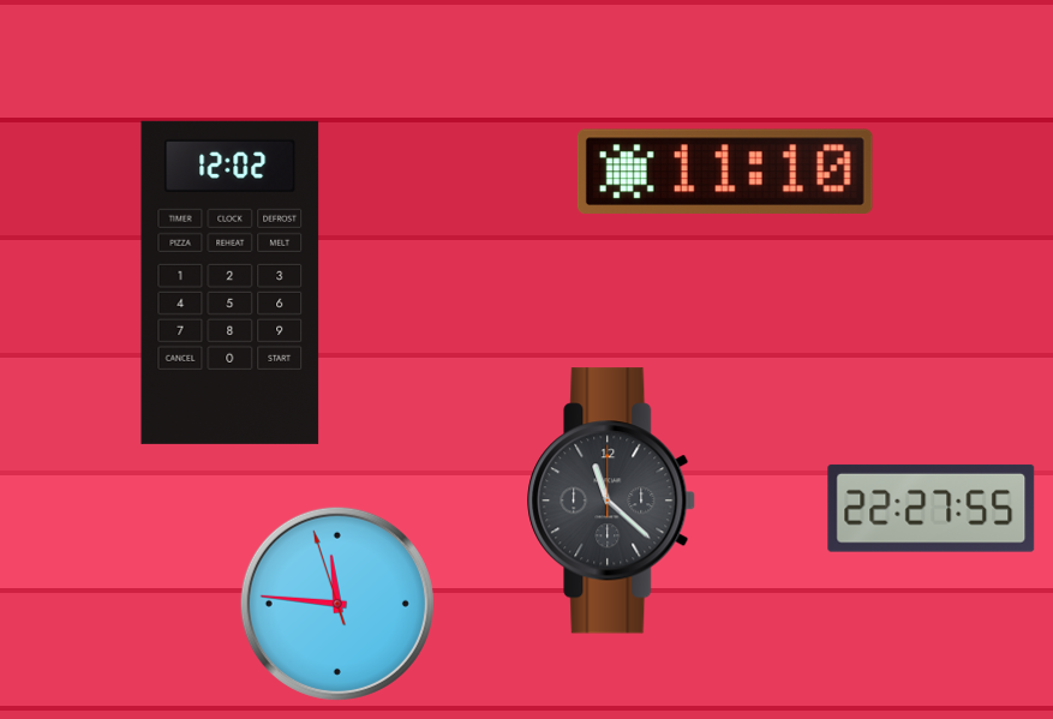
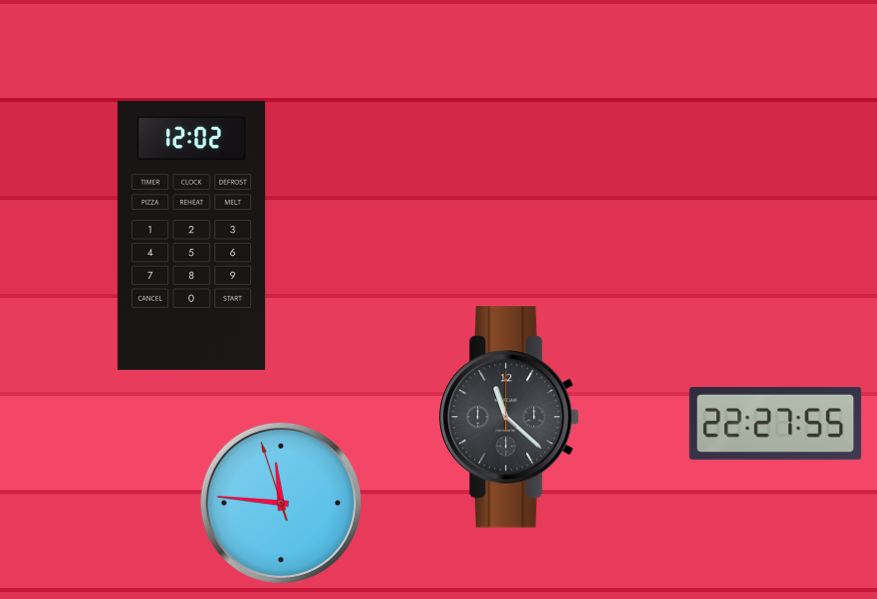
clock at (725, 172): 11:10 -> none
